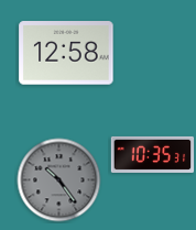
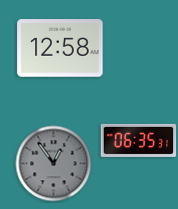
clock at (153, 154): 10:35 -> 06:35
clock at (59, 180): 10:24 -> 12:54
